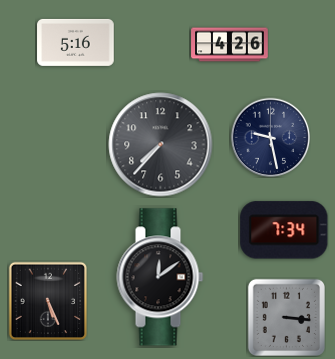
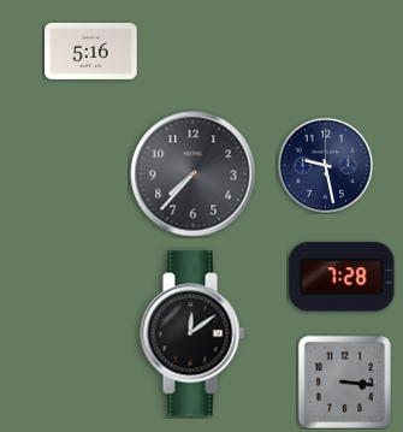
clock at (230, 45): 4:26 -> none
clock at (284, 230): 7:34 -> 7:28
clock at (48, 301): 5:26 -> none
